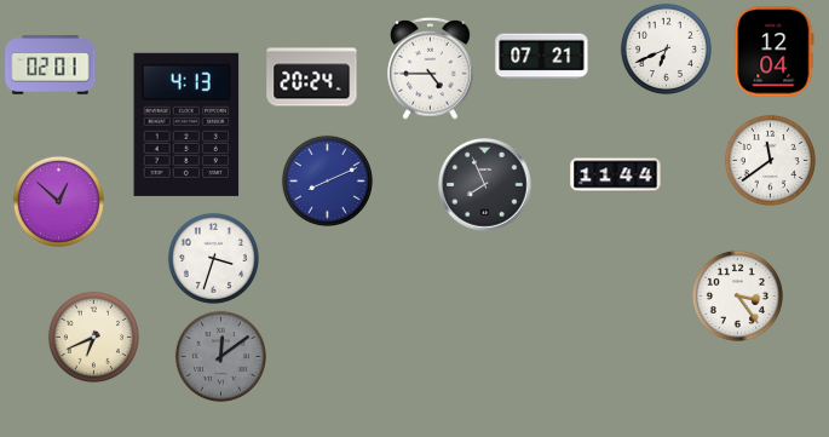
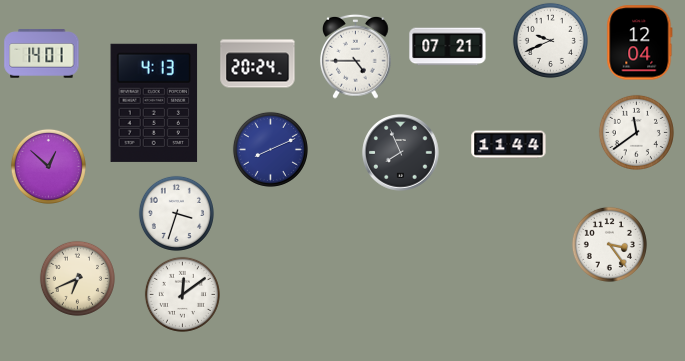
clock at (666, 48): 6:41 -> 9:41
clock at (51, 65): 02:01 -> 14:01
clock at (220, 356) dial: grey -> white
